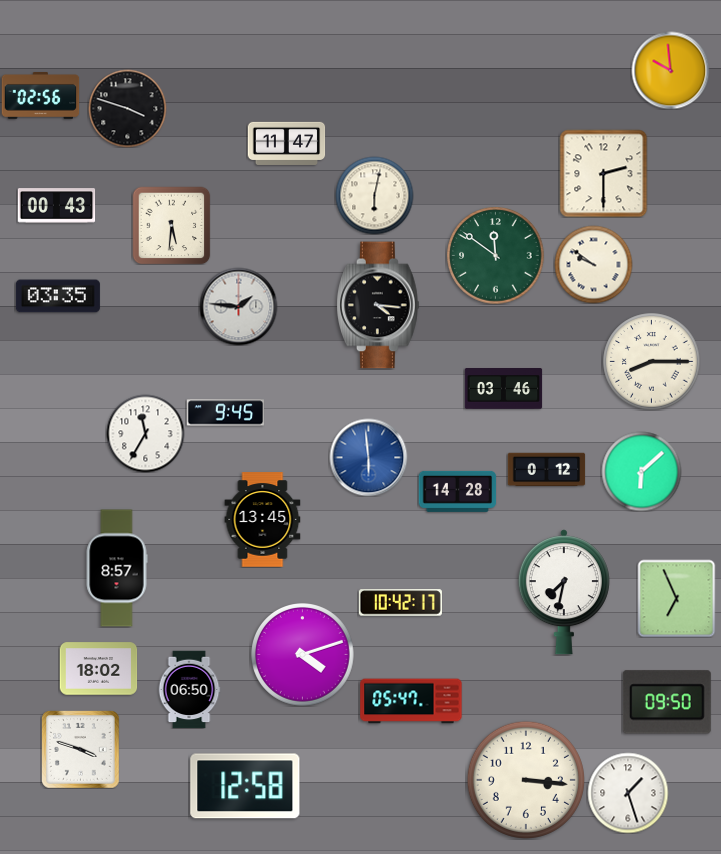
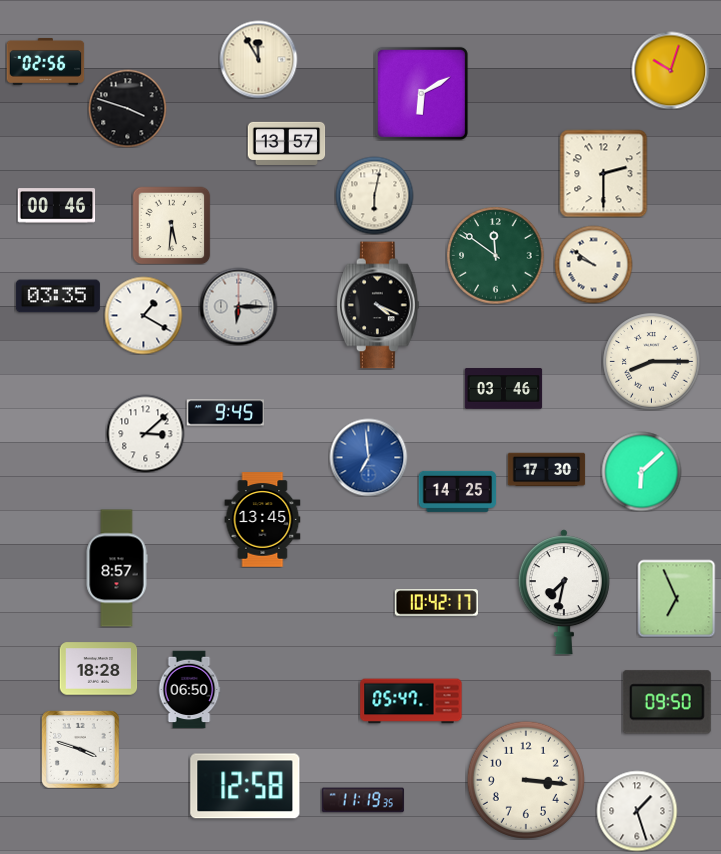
clock at (258, 59): none -> 11:55
clock at (670, 70): 9:59 -> 10:03
clock at (421, 93): none -> 6:10
clock at (40, 95) position: (40, 95) -> (45, 61)
clock at (286, 143): 11:47 -> 13:57
clock at (56, 206): 00:43 -> 00:46
clock at (378, 305): 4:16 -> 4:19
clock at (238, 306): 1:46 -> 6:15
clock at (143, 315): none -> 1:20
clock at (145, 433): 11:35 -> 3:08
clock at (368, 457): 5:59 -> 6:59
clock at (546, 470): 0:12 -> 17:30
clock at (457, 491): 14:28 -> 14:25
clock at (400, 603) position: (400, 603) -> (436, 603)
clock at (303, 655): 4:12 -> none
clock at (98, 669): 18:02 -> 18:28
clock at (628, 793) position: (628, 793) -> (637, 811)
clock at (363, 800): none -> 11:19
